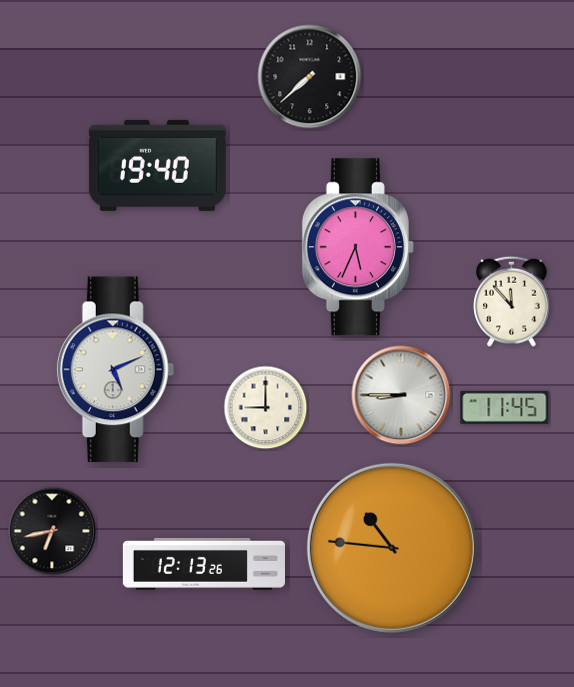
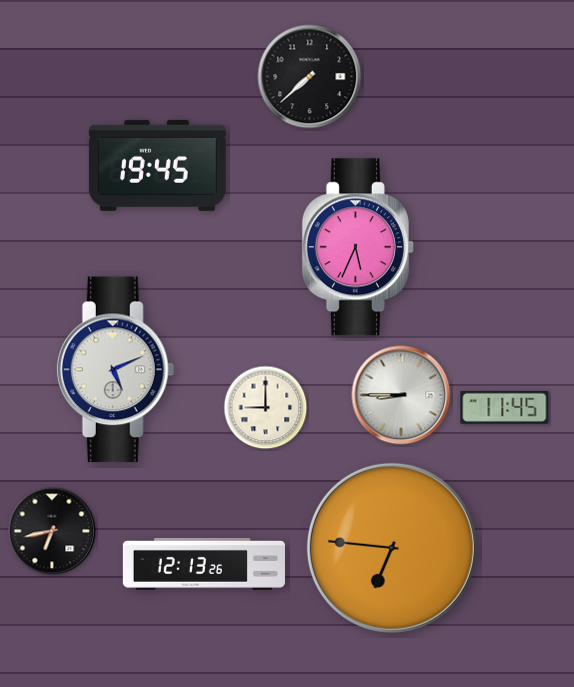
clock at (157, 165): 19:40 -> 19:45
clock at (512, 301): 11:53 -> none
clock at (392, 548): 10:46 -> 6:46
